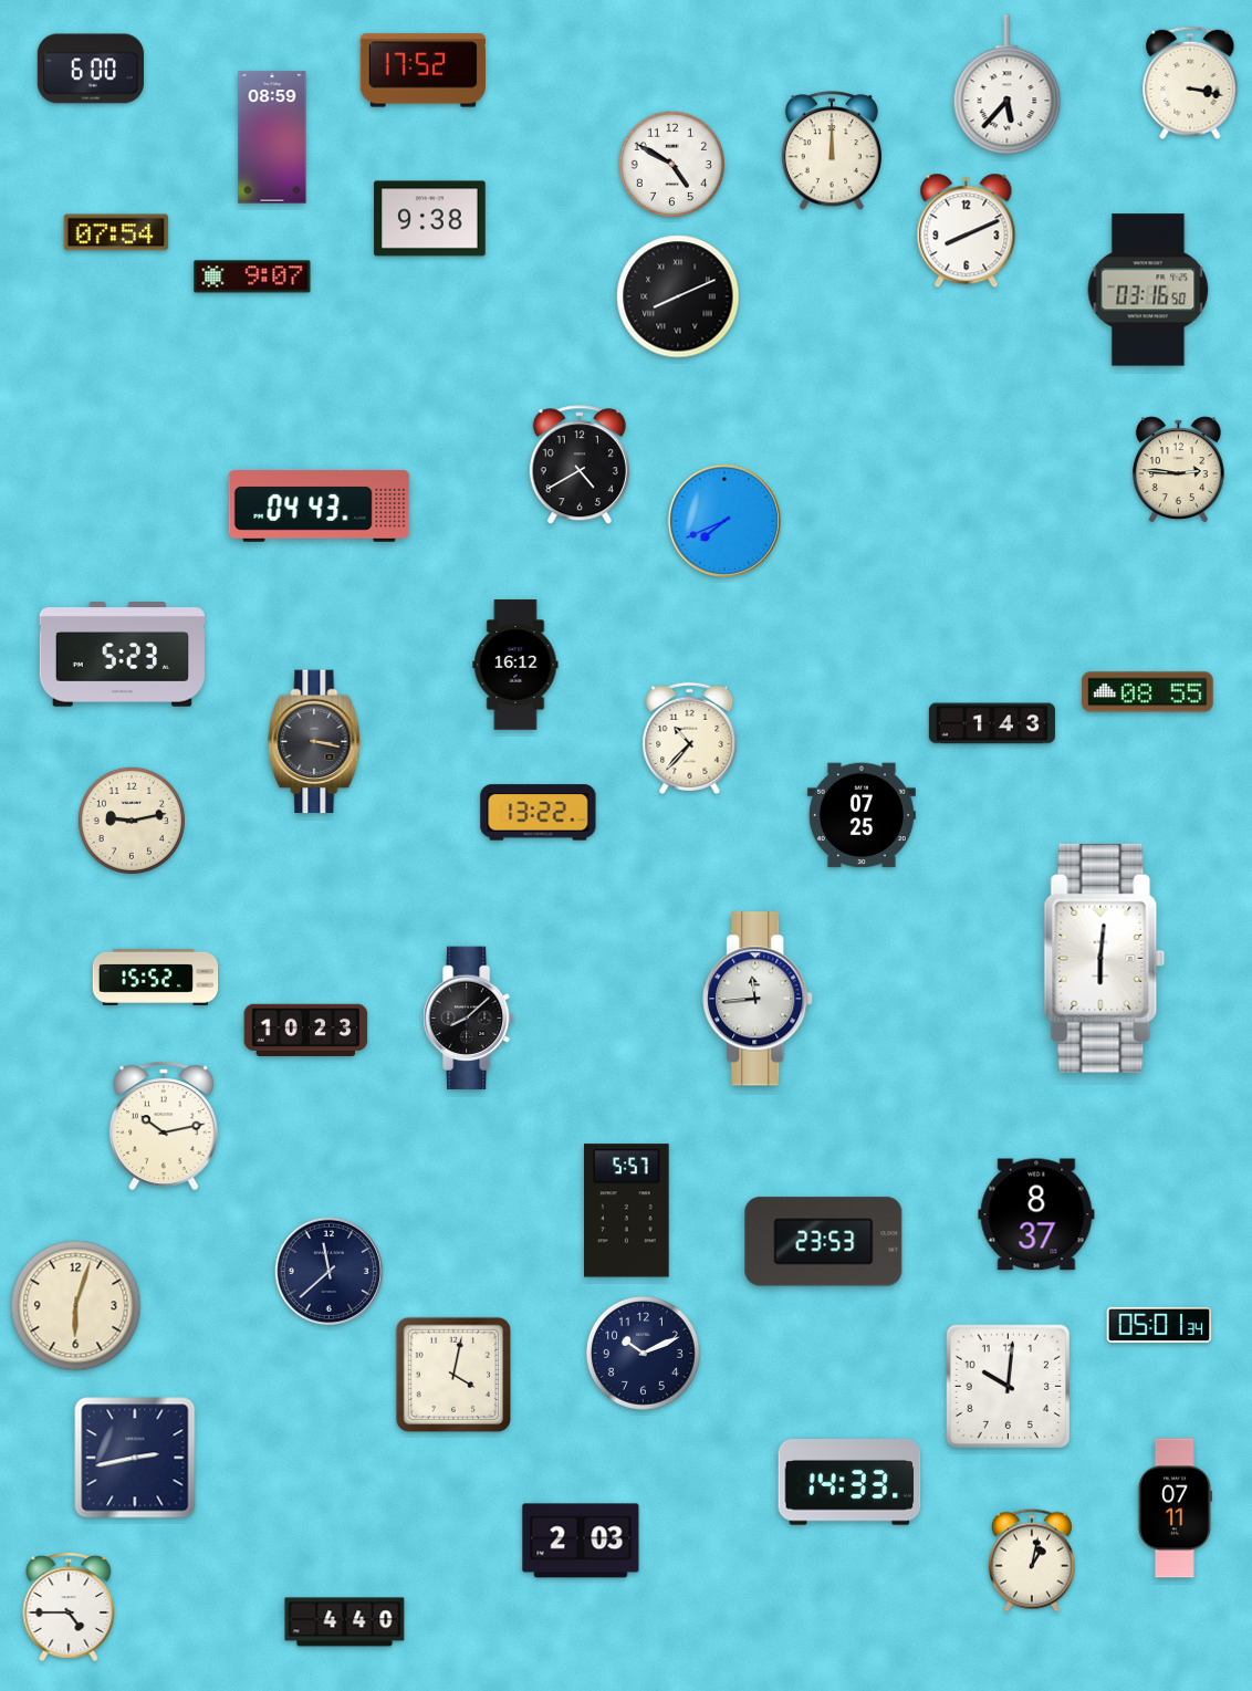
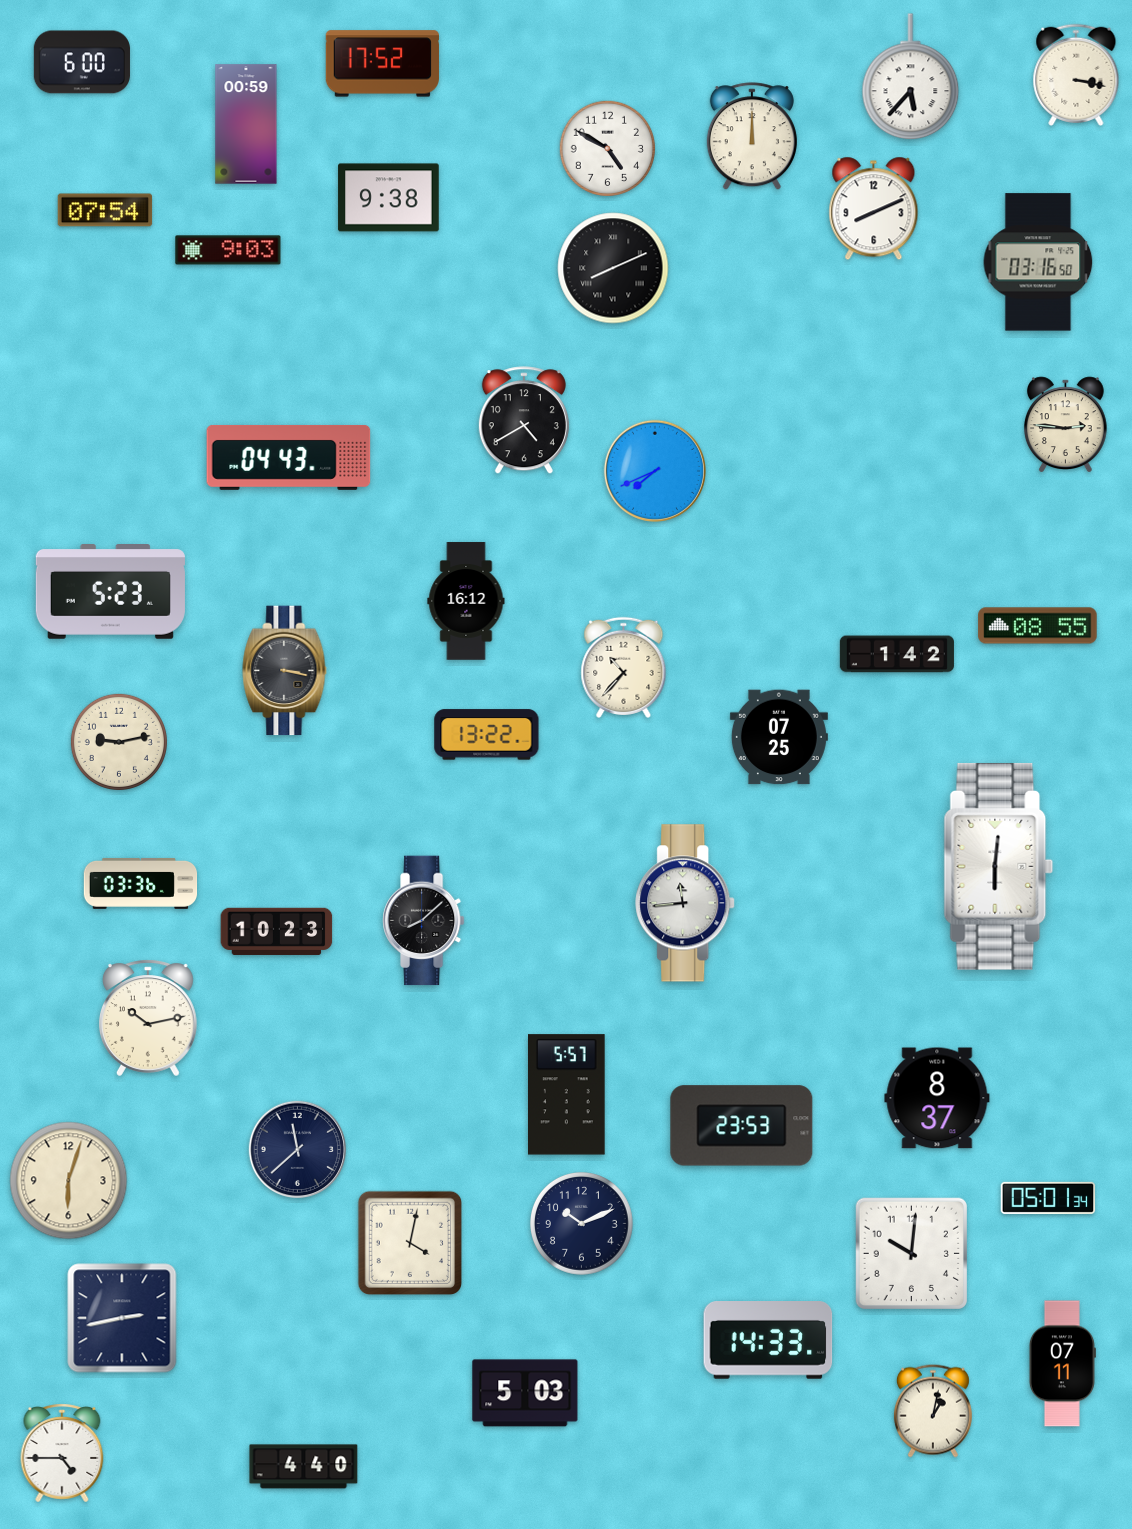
clock at (272, 137): 08:59 -> 00:59
clock at (252, 276): 9:07 -> 9:03
clock at (992, 723): 1:43 -> 1:42
clock at (156, 977): 15:52 -> 03:36
clock at (824, 1242) position: (824, 1242) -> (742, 1126)
clock at (581, 1541): 2:03 -> 5:03
clock at (345, 1622) position: (345, 1622) -> (304, 1467)
